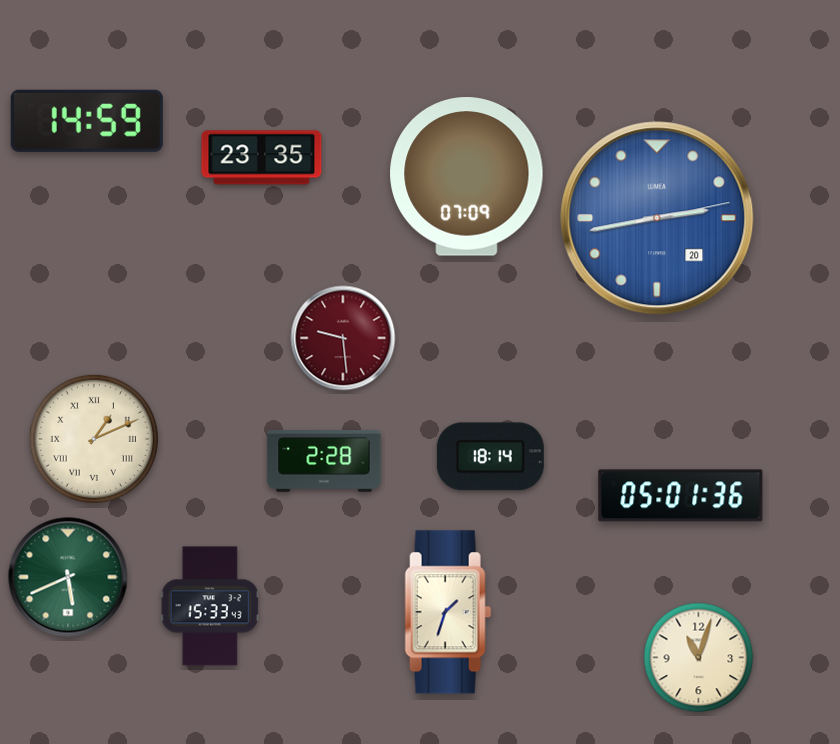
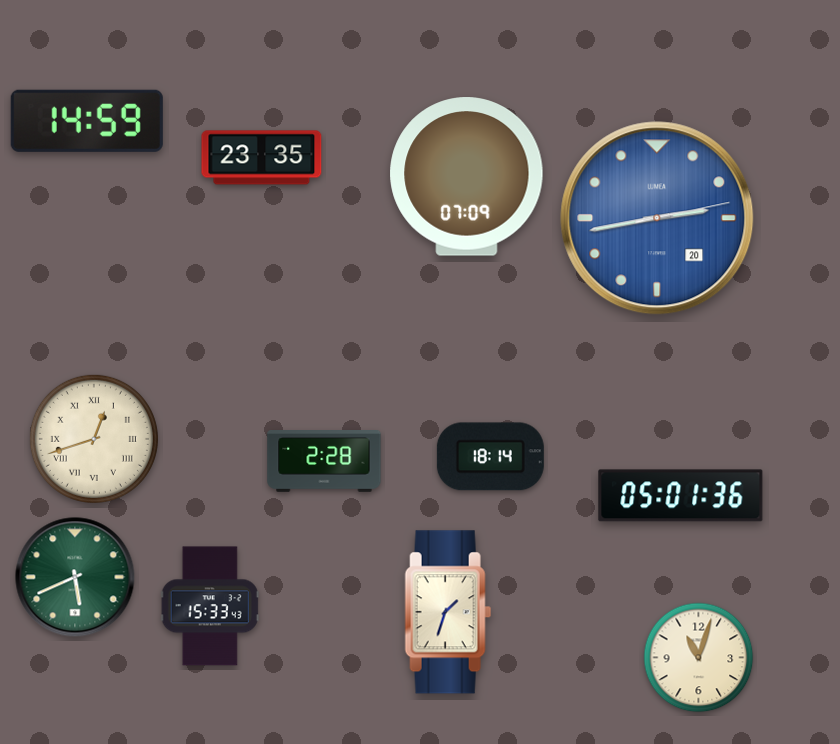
clock at (343, 338): 9:29 -> none
clock at (94, 439): 1:11 -> 12:42
clock at (68, 577) position: (68, 577) -> (75, 577)
